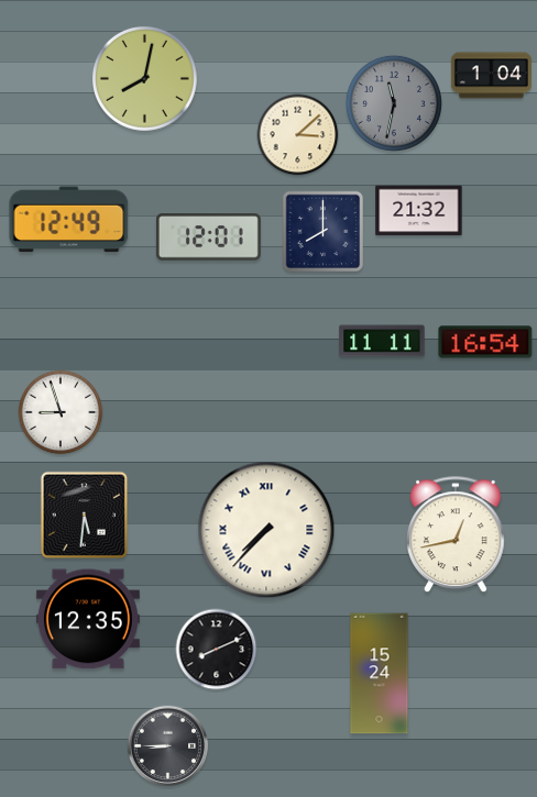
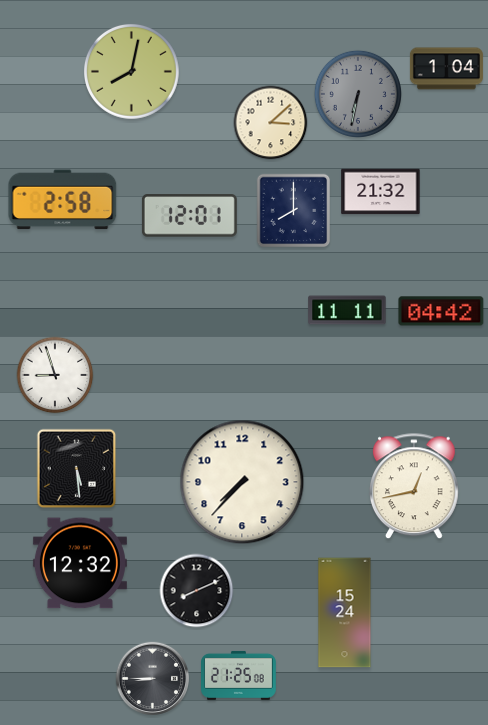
clock at (394, 103): 11:32 -> 6:32
clock at (69, 220): 12:49 -> 2:58
clock at (485, 342): 16:54 -> 04:42
clock at (85, 516): 5:31 -> 5:29
clock at (266, 530) numerals: Roman -> Arabic
clock at (88, 619): 12:35 -> 12:32
clock at (239, 675): none -> 21:25
